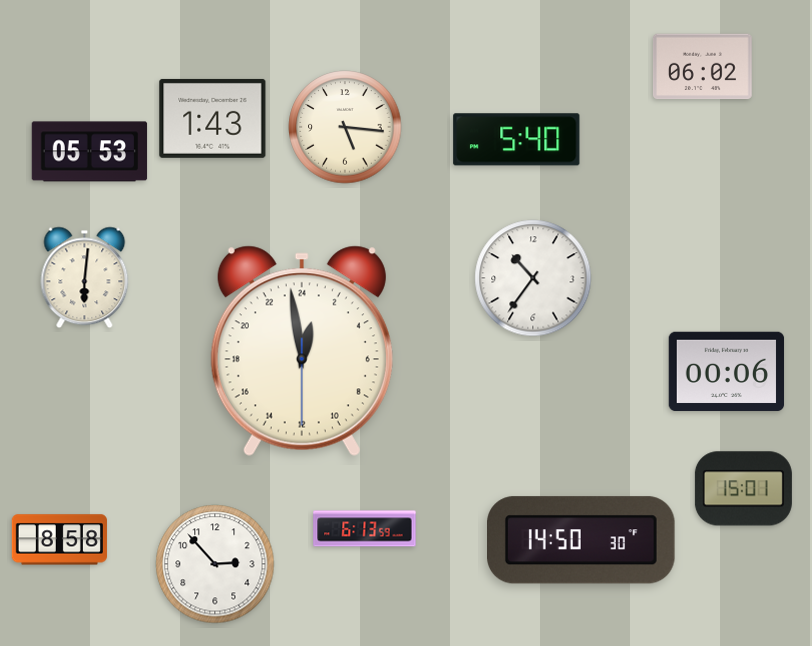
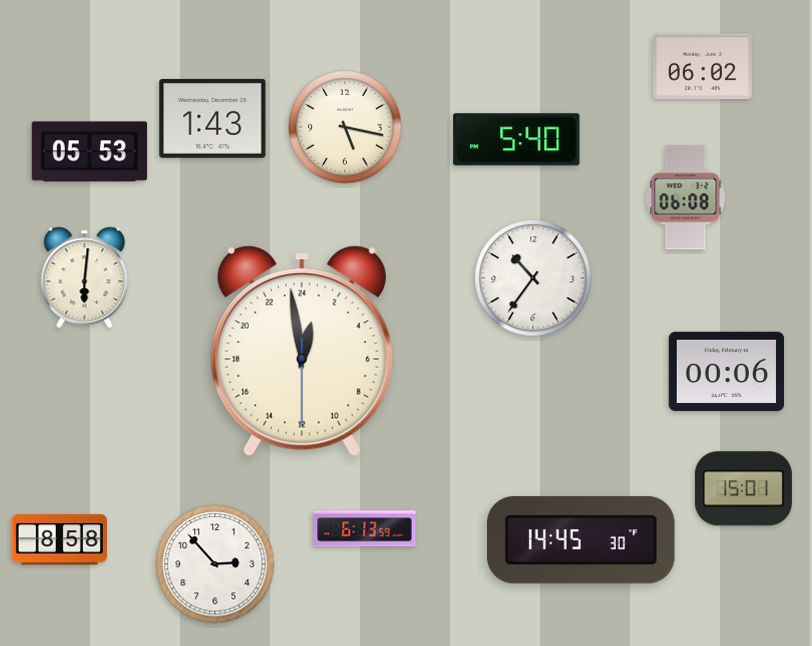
clock at (345, 127): 5:16 -> 5:17
clock at (686, 198): none -> 06:08
clock at (582, 540): 14:50 -> 14:45
